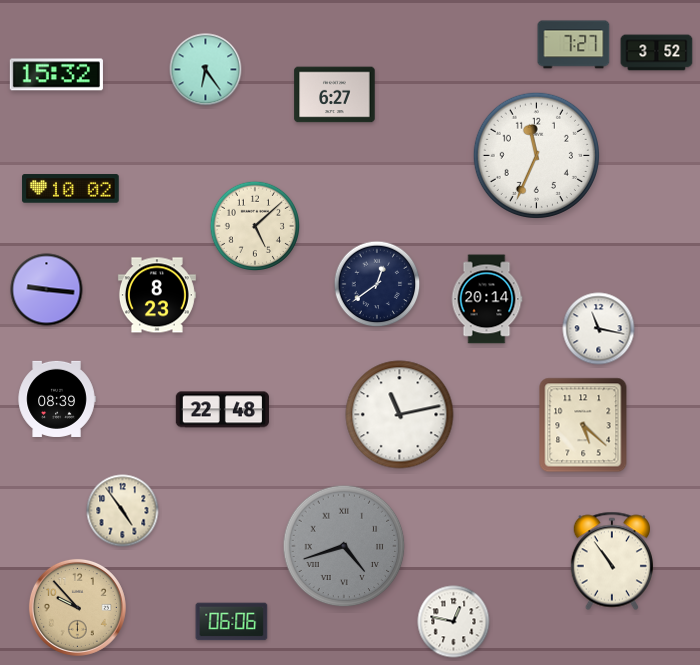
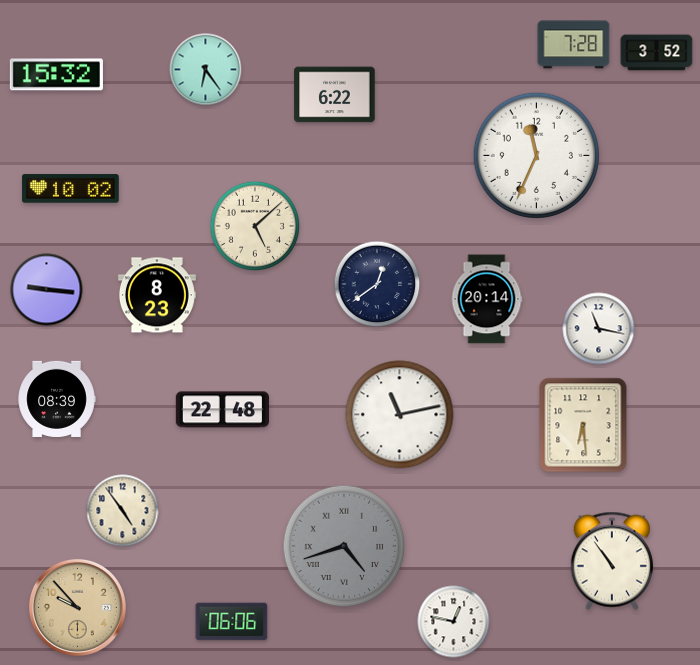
clock at (574, 45): 7:27 -> 7:28
clock at (335, 95): 6:27 -> 6:22
clock at (583, 425): 5:22 -> 6:29
